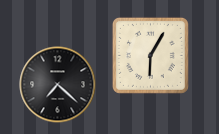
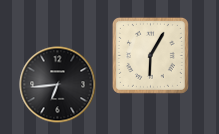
clock at (58, 85): 7:22 -> 6:44
